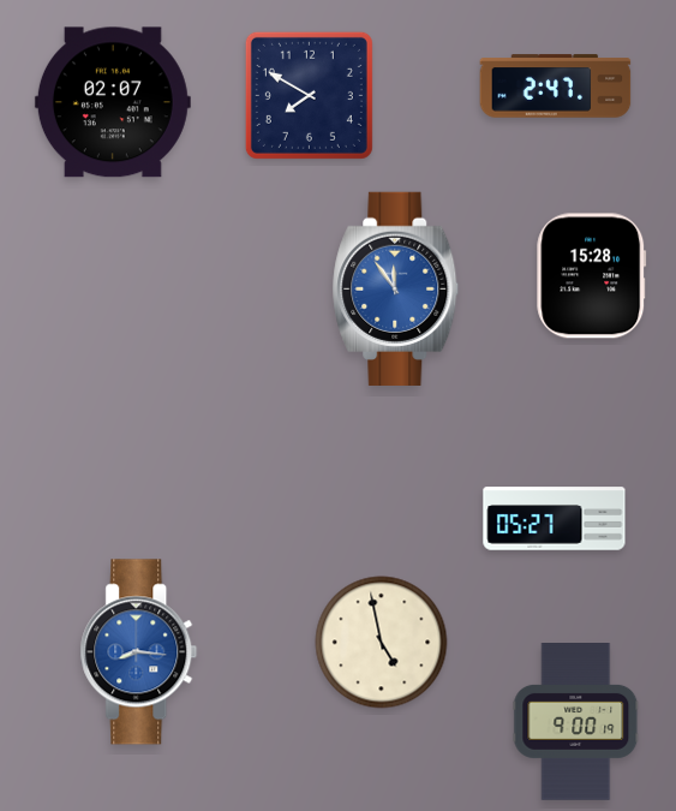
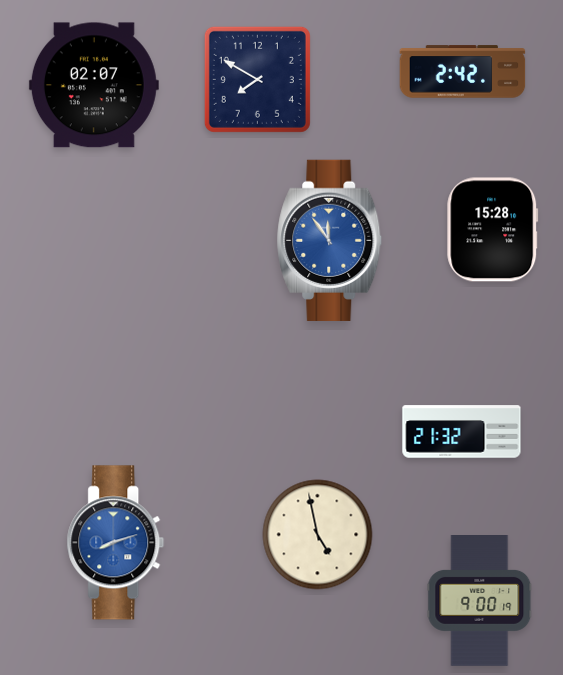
clock at (556, 87): 2:47 -> 2:42
clock at (555, 519): 05:27 -> 21:32
clock at (139, 652): 8:16 -> 8:12
